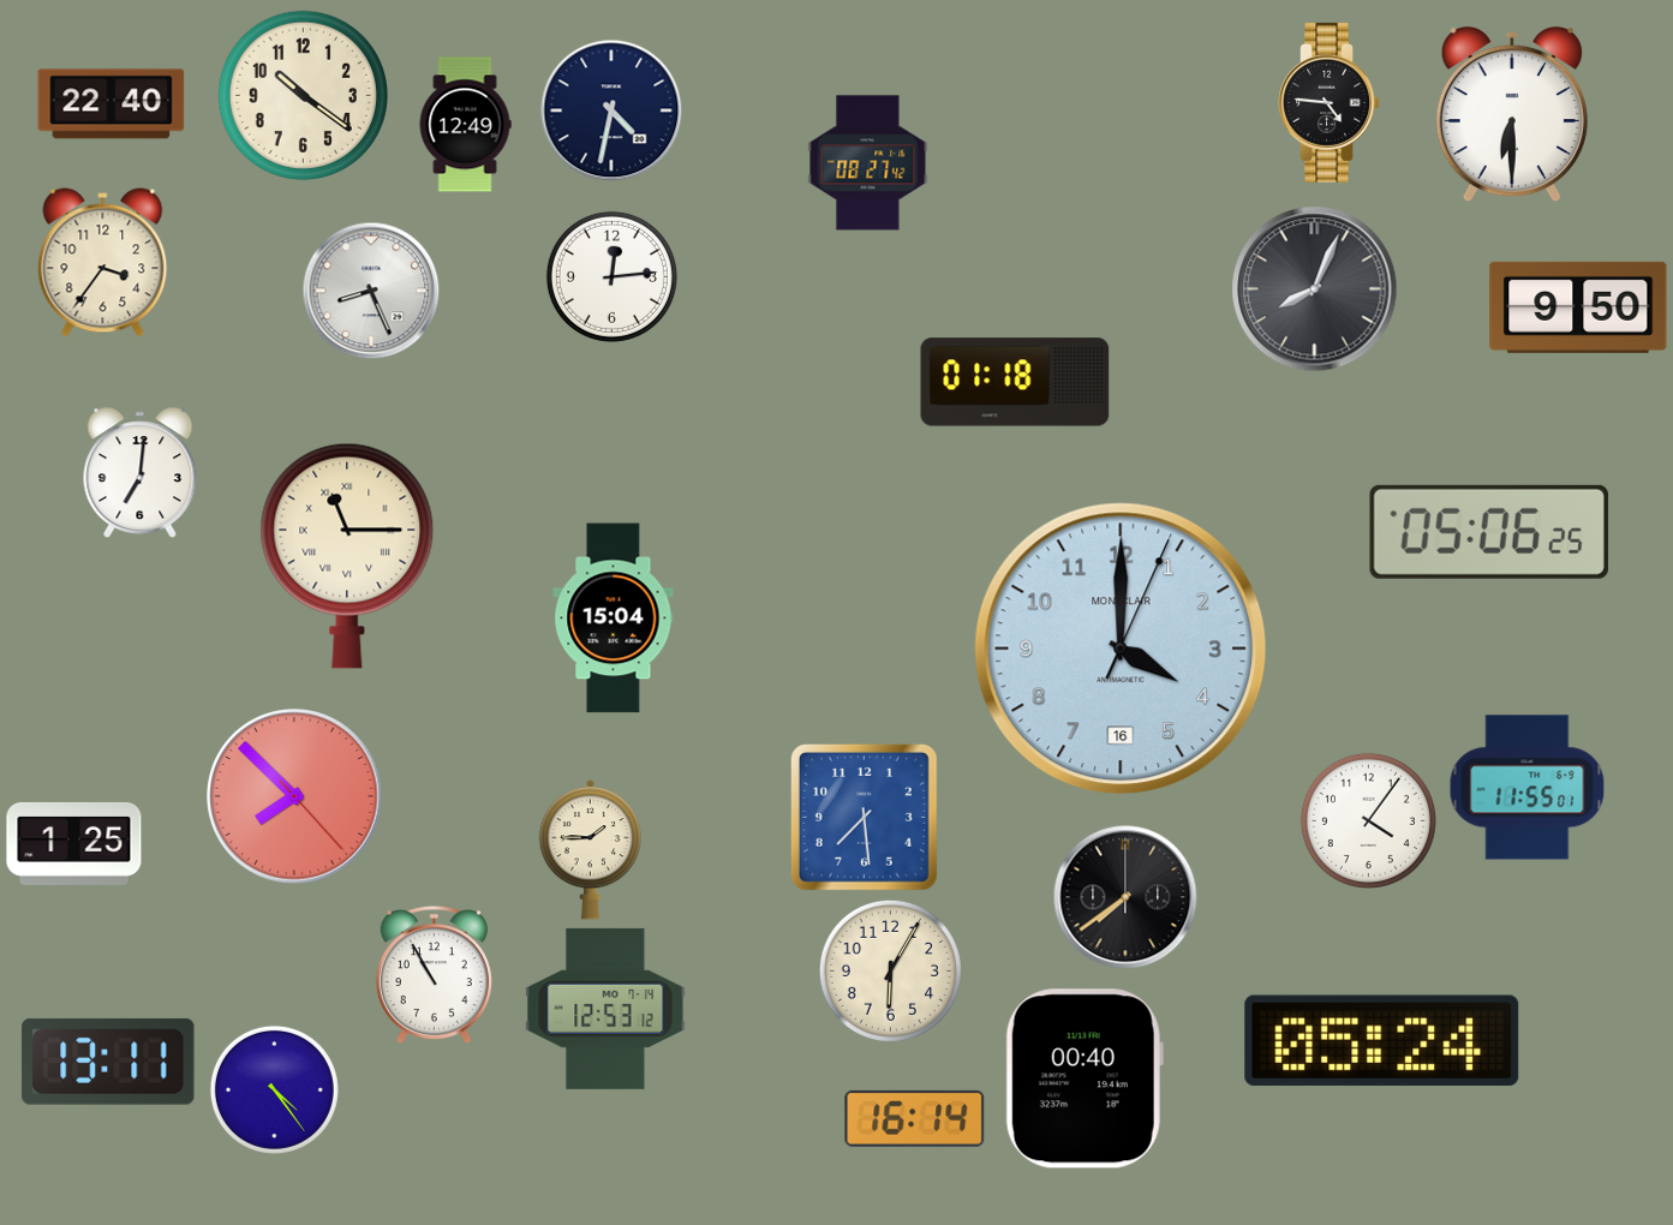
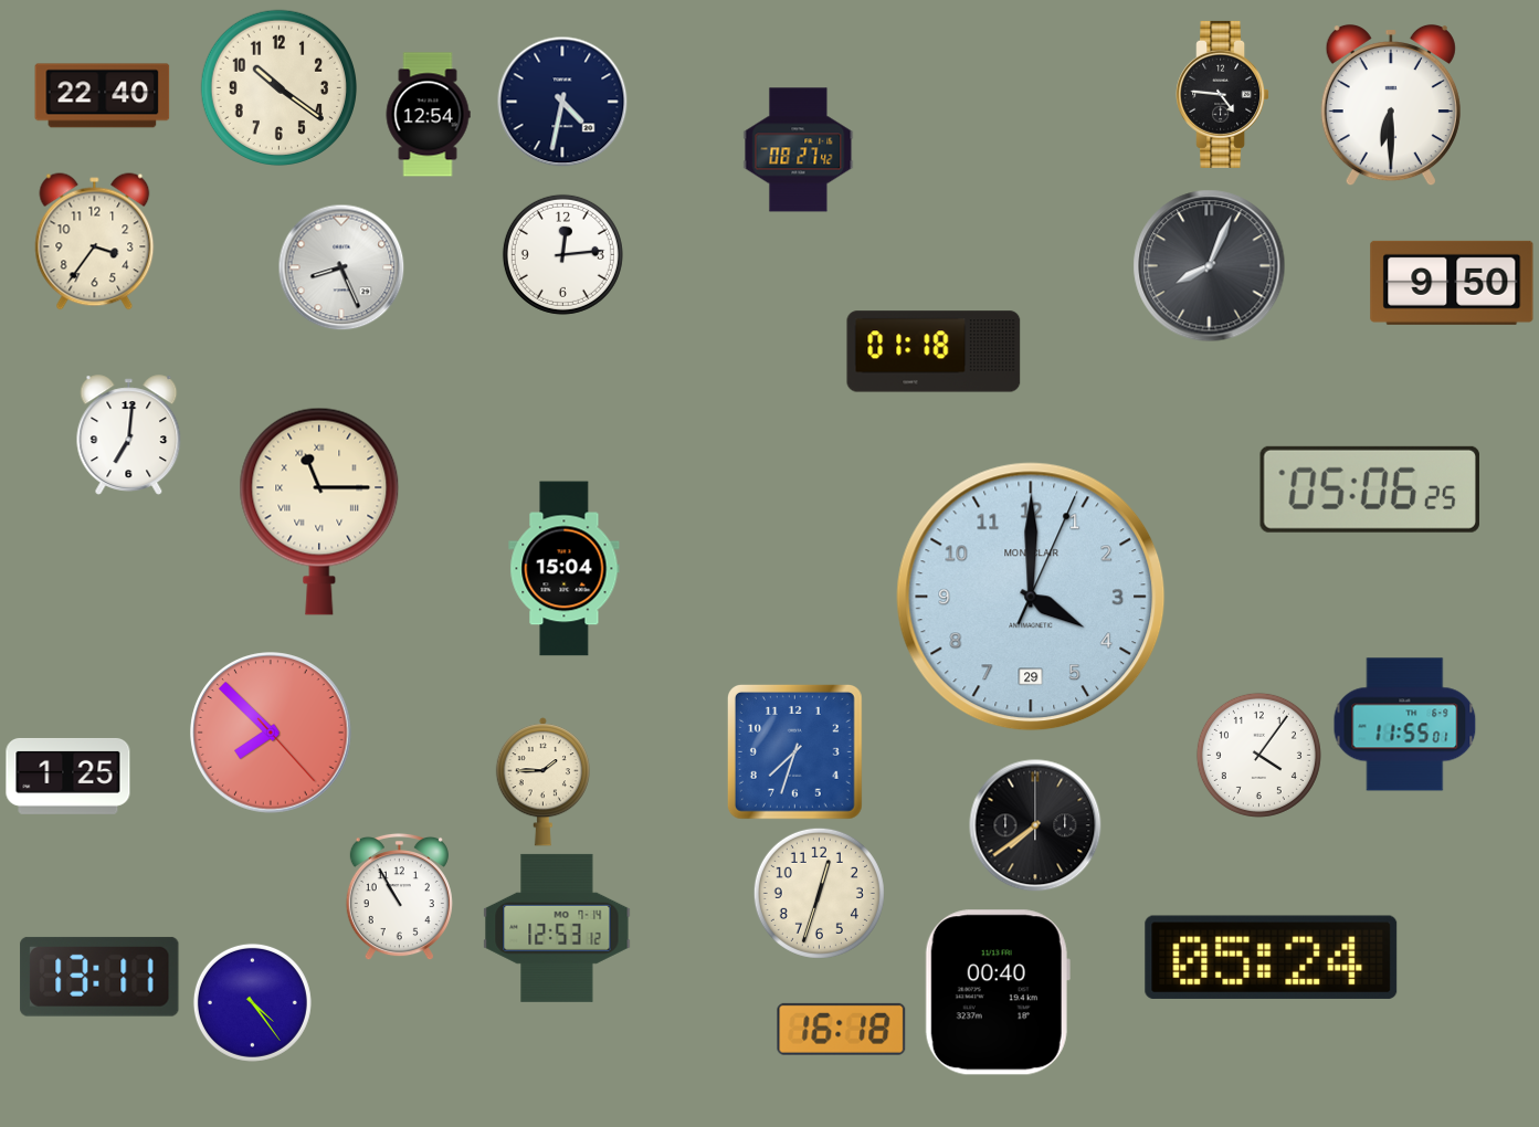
clock at (465, 125): 12:49 -> 12:54
clock at (1121, 649) date: 16 -> 29
clock at (864, 817): 7:29 -> 7:33
clock at (890, 970): 6:05 -> 12:33
clock at (915, 1118): 16:14 -> 16:18
